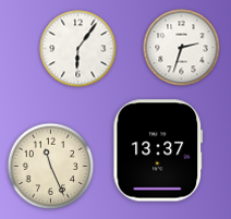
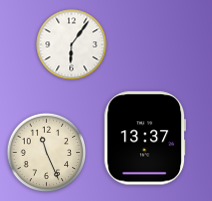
clock at (182, 48): 2:33 -> none
